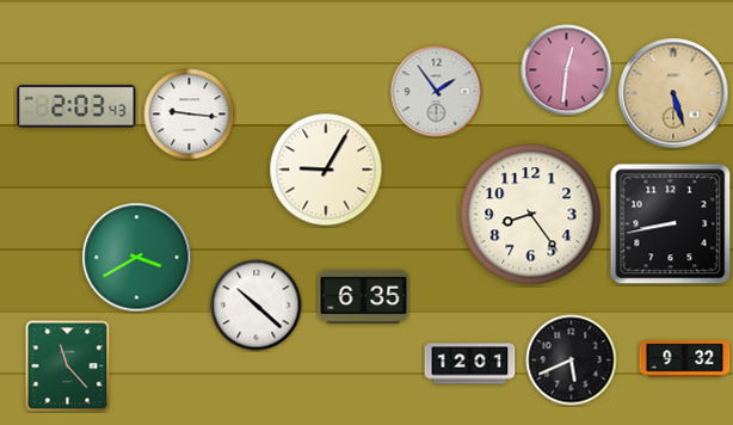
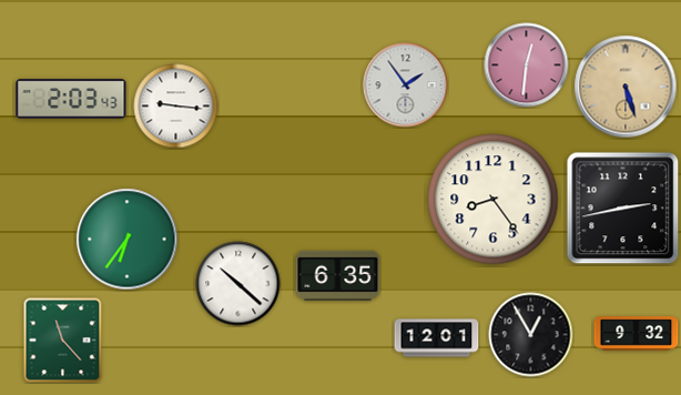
clock at (326, 170): 9:05 -> none
clock at (671, 224): 8:43 -> 2:43
clock at (137, 258): 3:40 -> 6:36
clock at (572, 361): 5:41 -> 12:55
